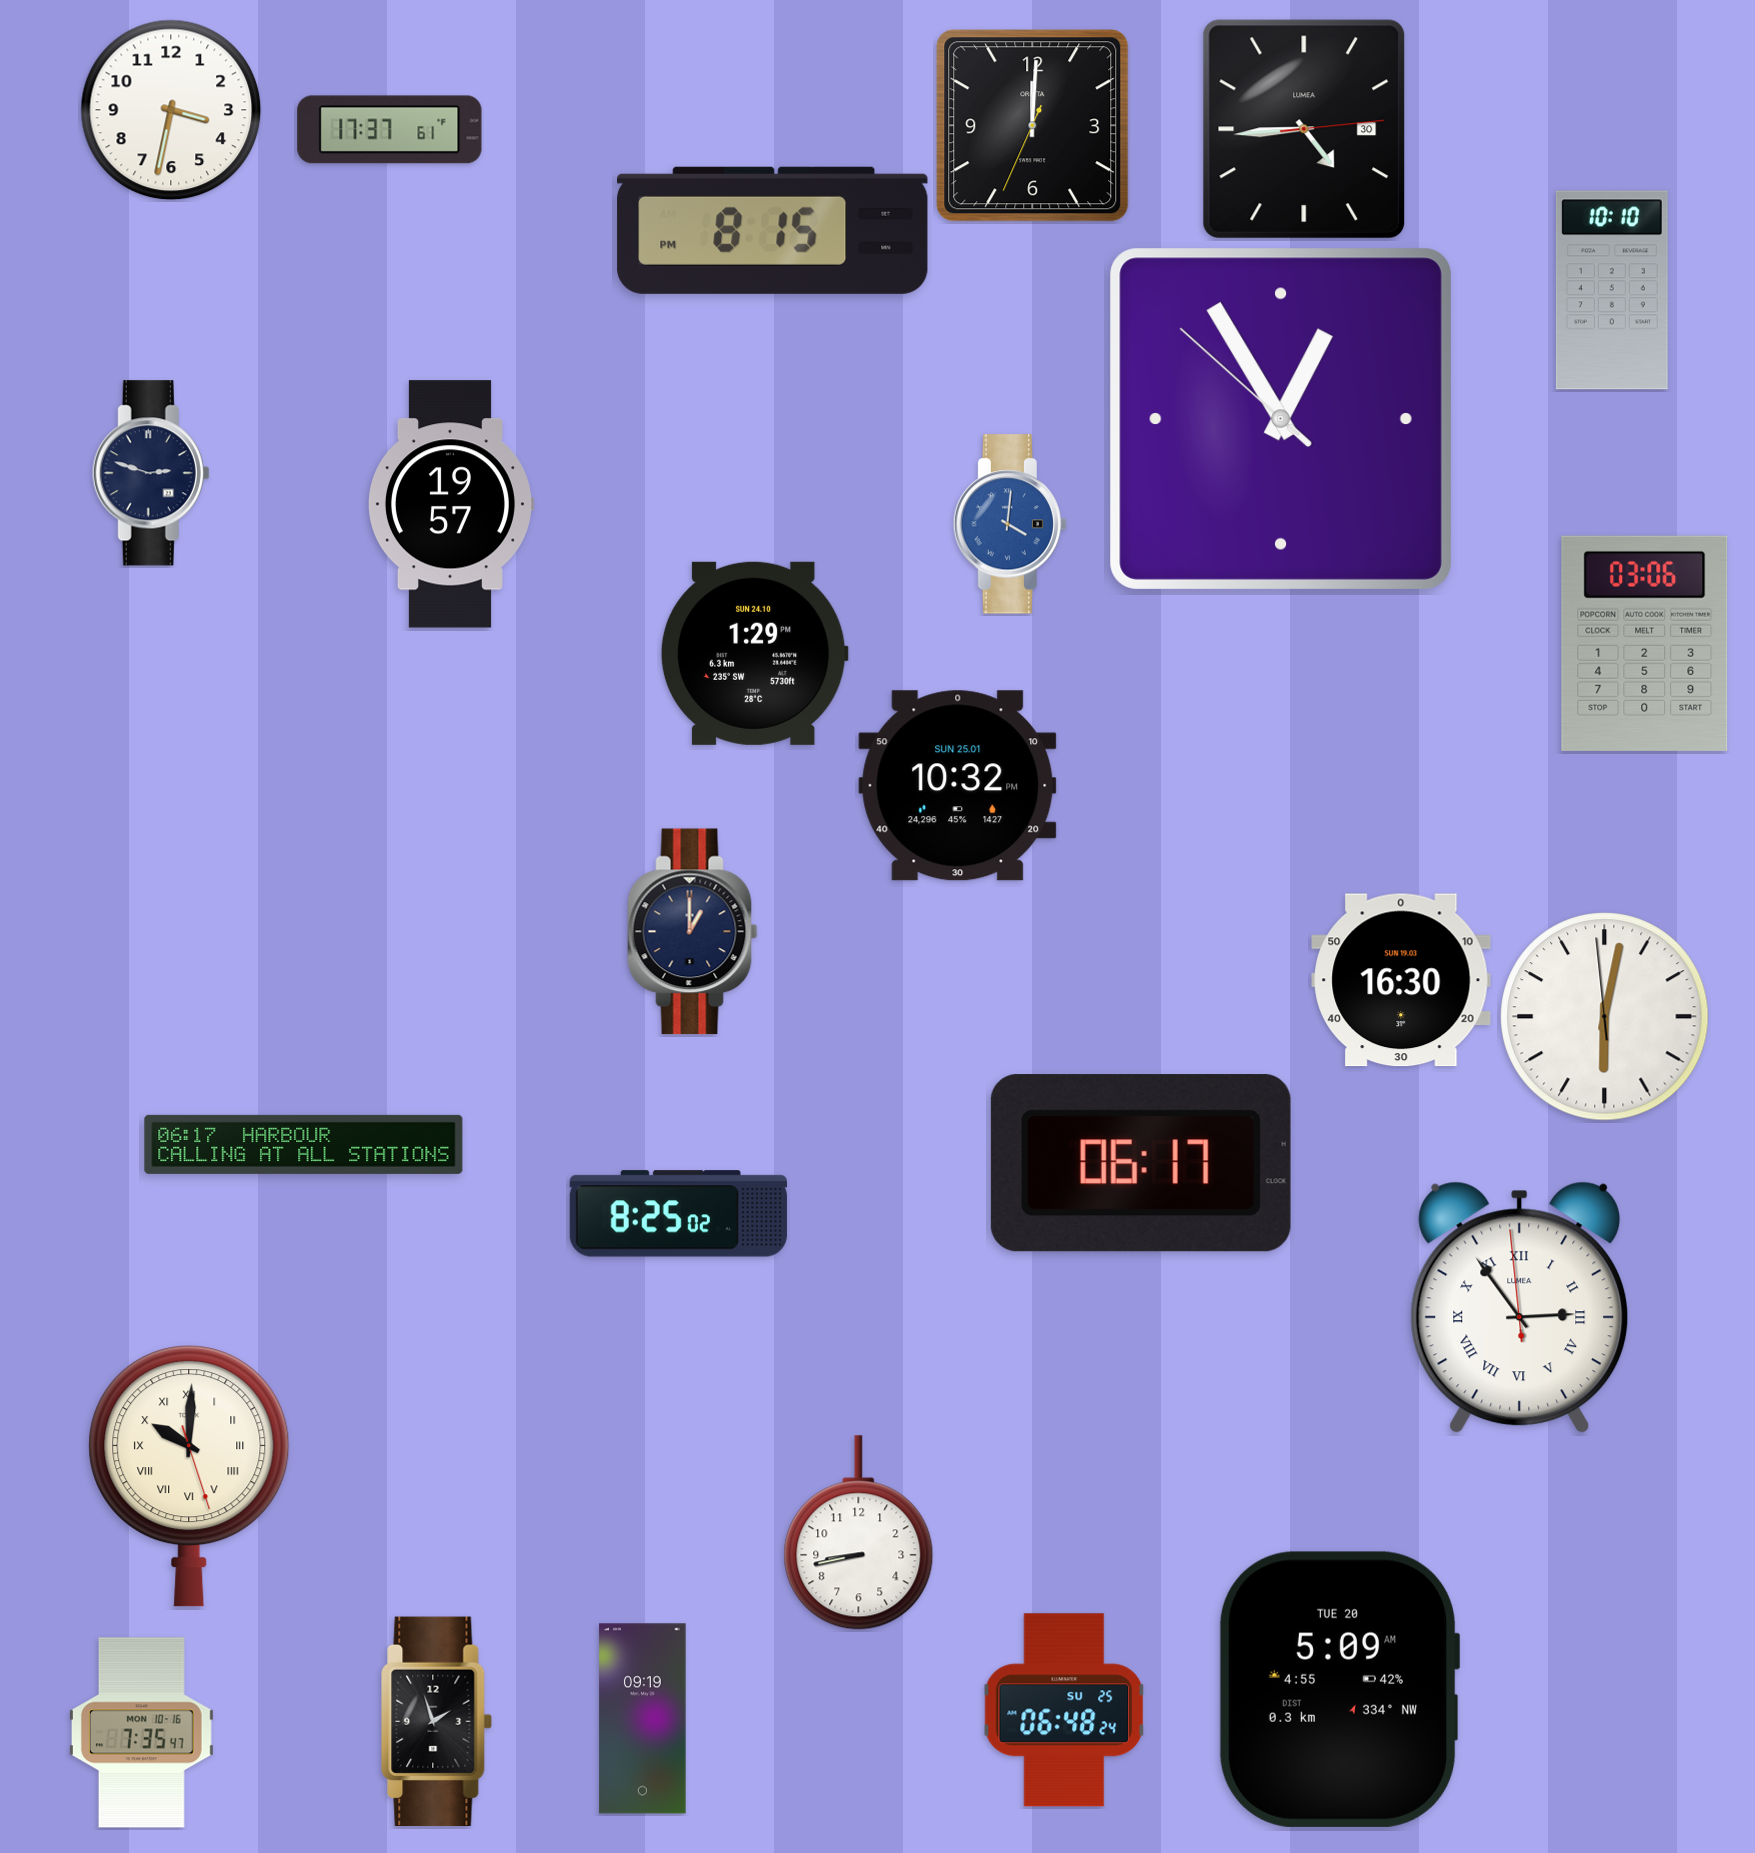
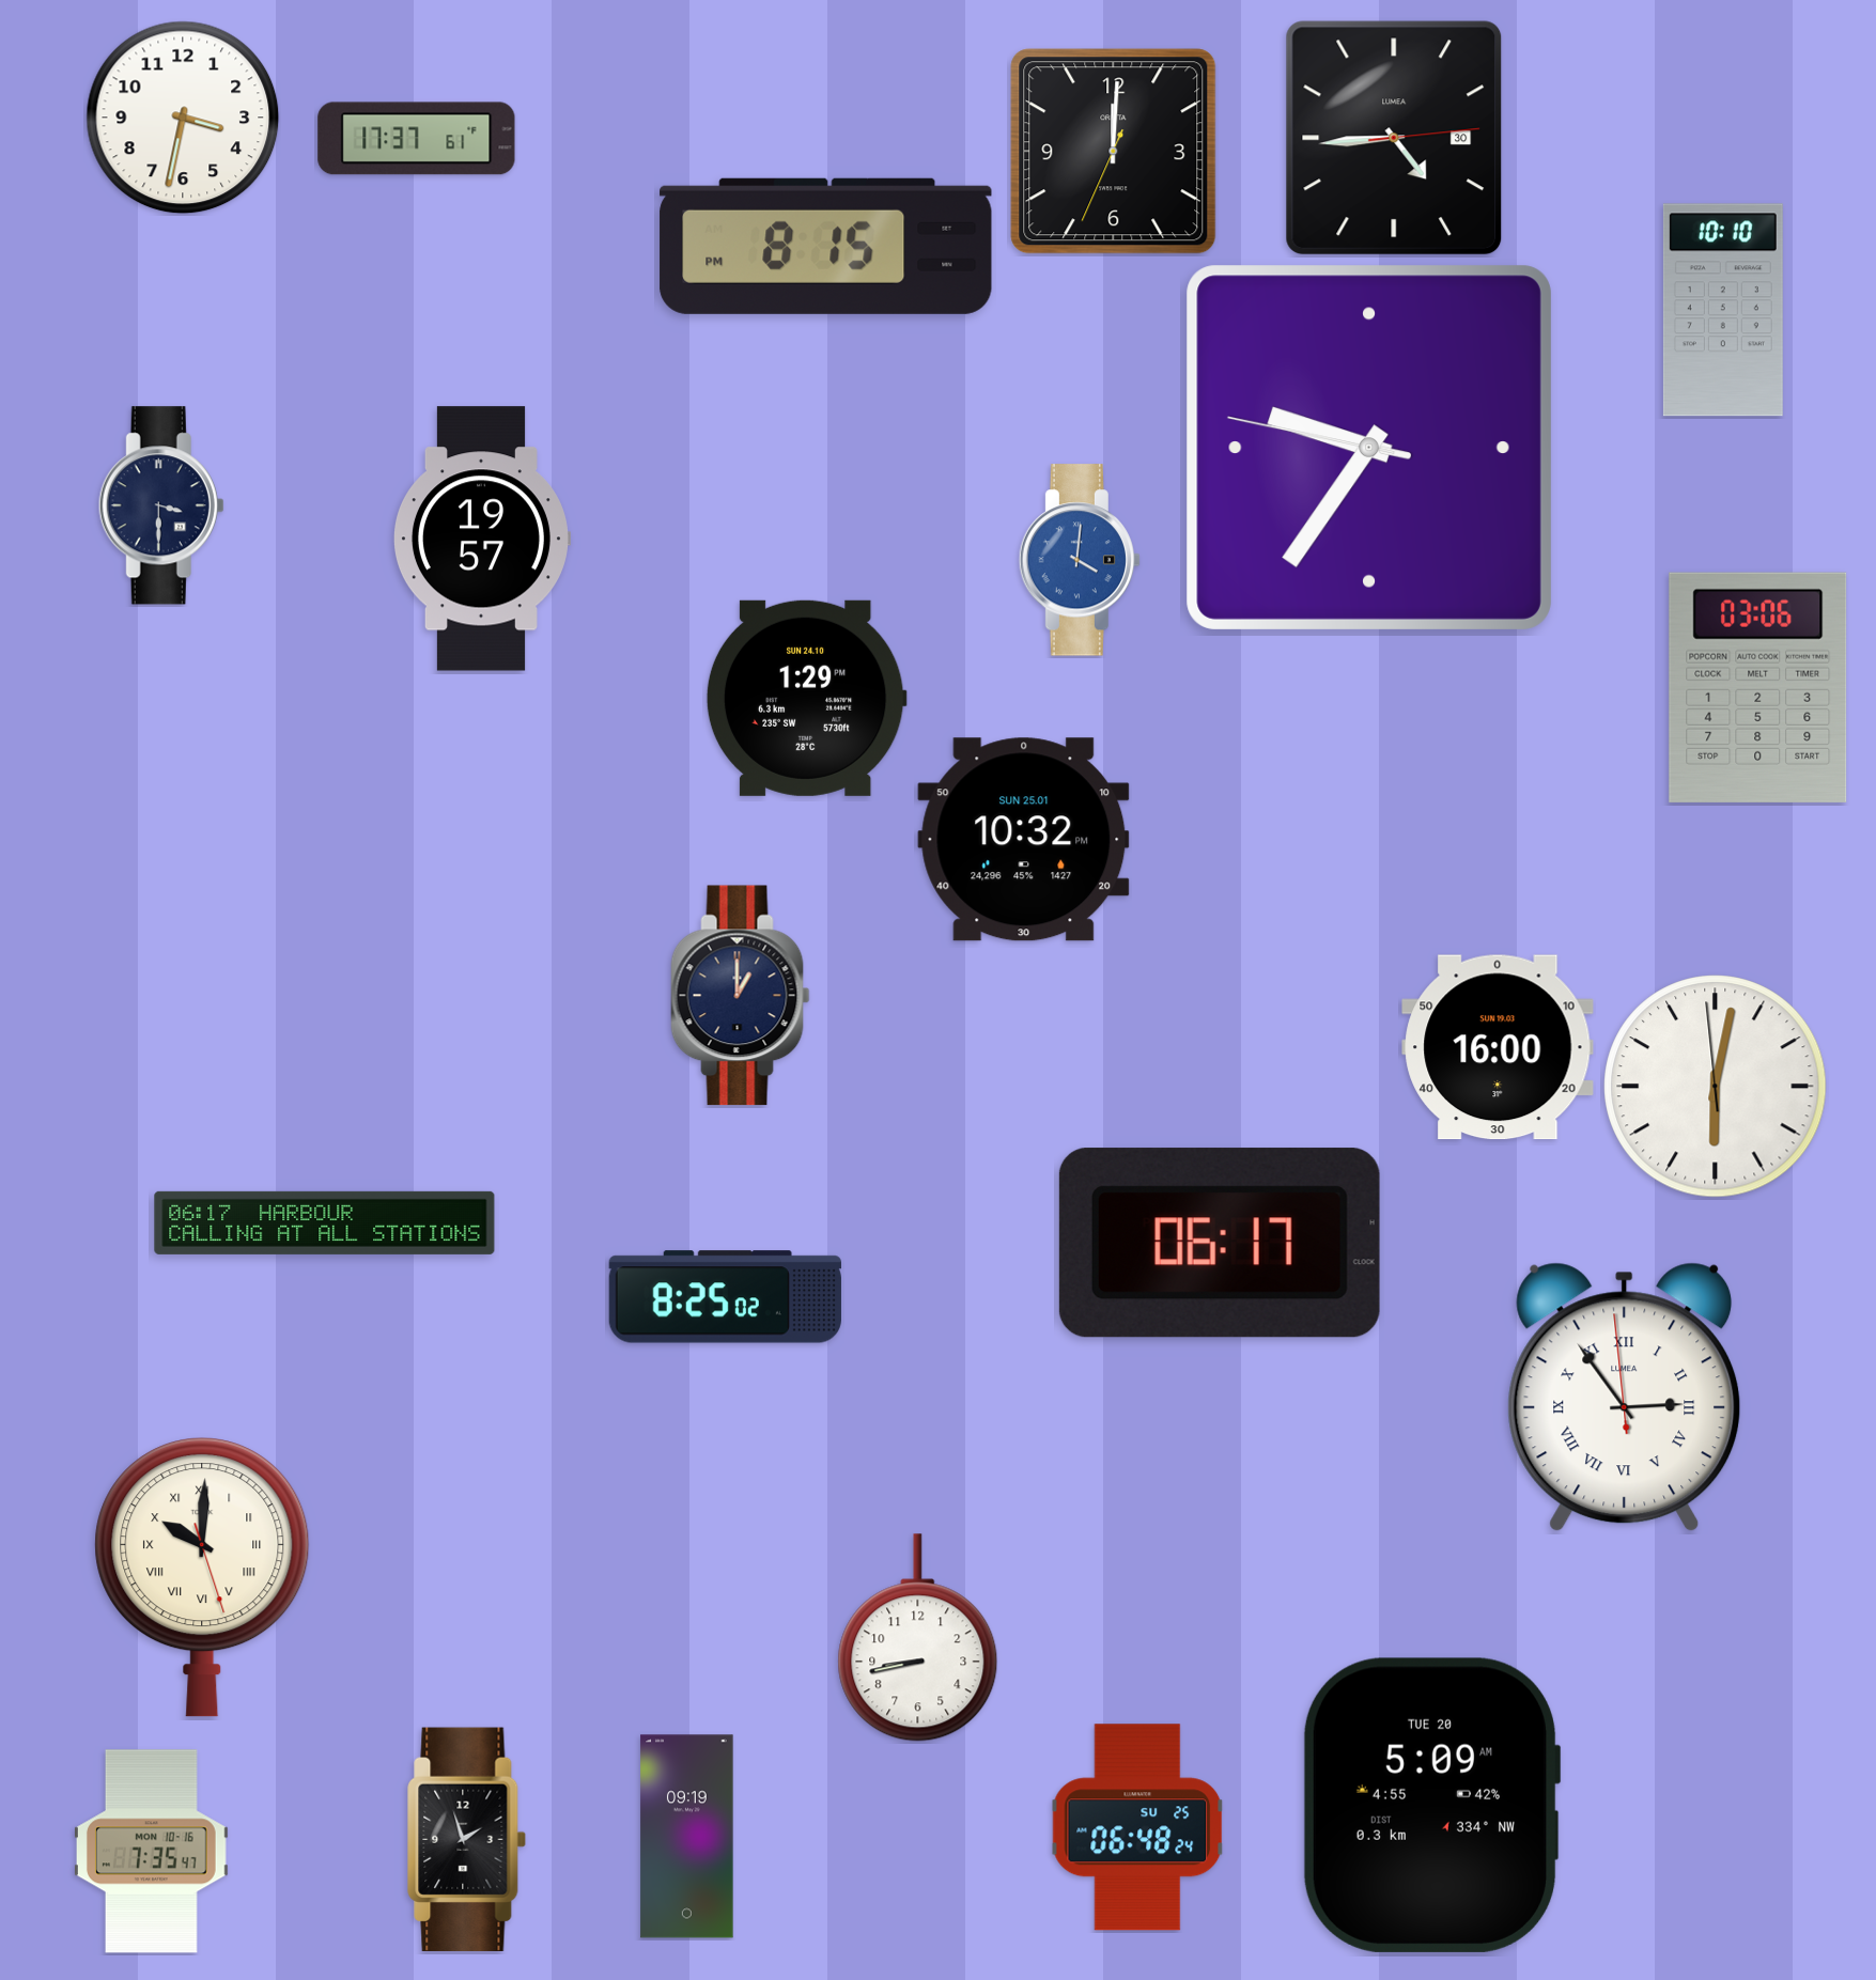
clock at (1033, 126) position: (1033, 126) -> (1114, 152)
clock at (1281, 419): 12:54 -> 9:35
clock at (151, 473): 2:48 -> 3:30
clock at (1401, 980): 16:30 -> 16:00
